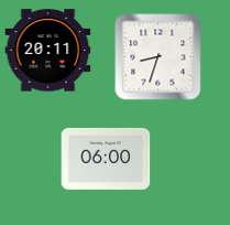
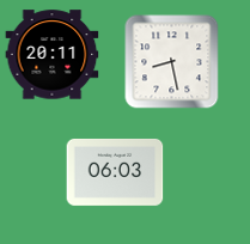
clock at (157, 56): 8:33 -> 8:28
clock at (106, 159): 06:00 -> 06:03
